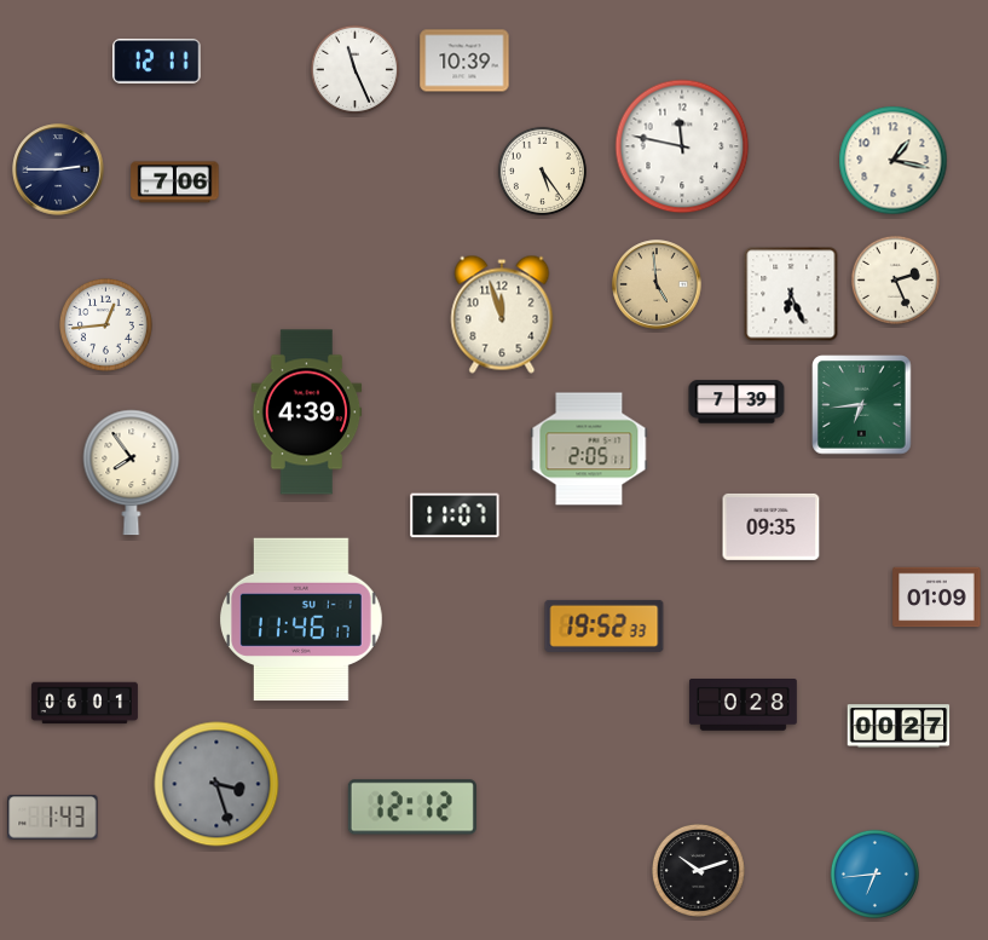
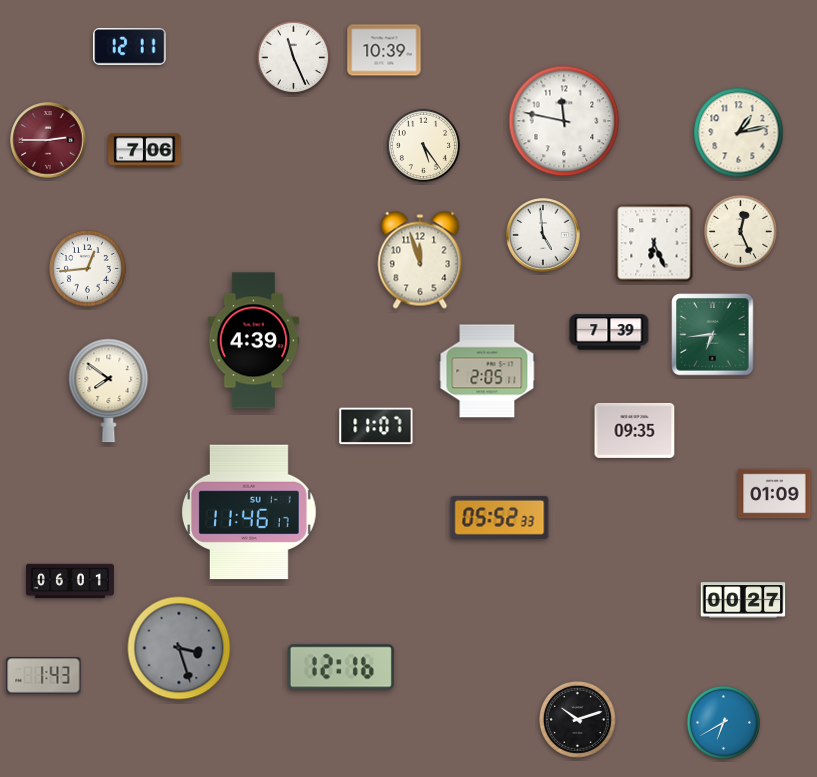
clock at (157, 60) position: (157, 60) -> (130, 46)
clock at (894, 161): 1:17 -> 1:13
clock at (58, 169) dial: navy -> burgundy
clock at (542, 171) position: (542, 171) -> (423, 145)
clock at (895, 279): 2:26 -> 12:26
clock at (657, 284) dial: champagne -> white
clock at (502, 315) position: (502, 315) -> (420, 260)
clock at (132, 473): 7:54 -> 7:51
clock at (772, 526) position: (772, 526) -> (635, 430)
clock at (605, 625): 19:52 -> 05:52
clock at (743, 705): 0:28 -> none
clock at (412, 807): 12:12 -> 12:16
clock at (874, 873): 6:44 -> 6:40
